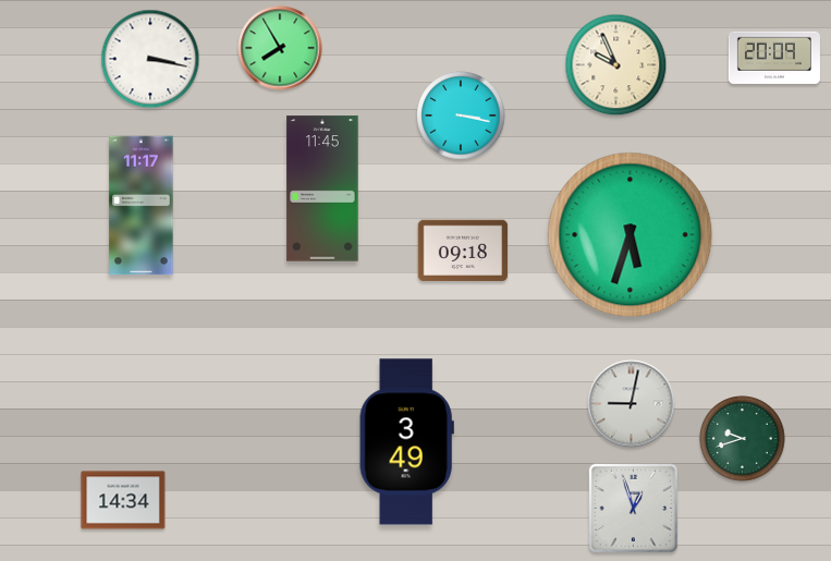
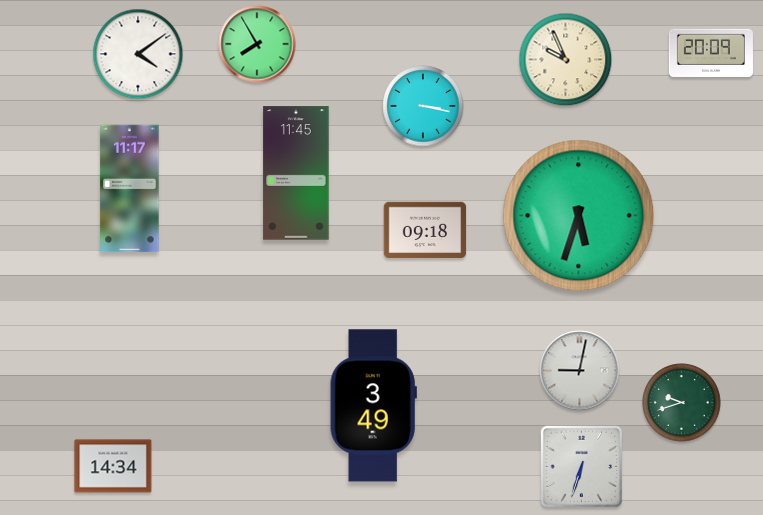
clock at (150, 59): 3:17 -> 4:09
clock at (123, 500) position: (123, 500) -> (113, 466)
clock at (634, 509): 12:57 -> 6:33
